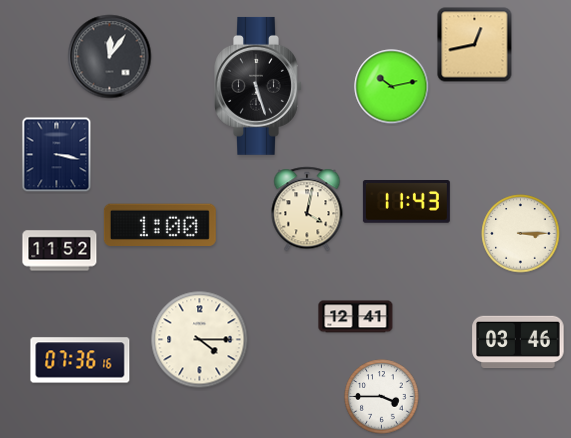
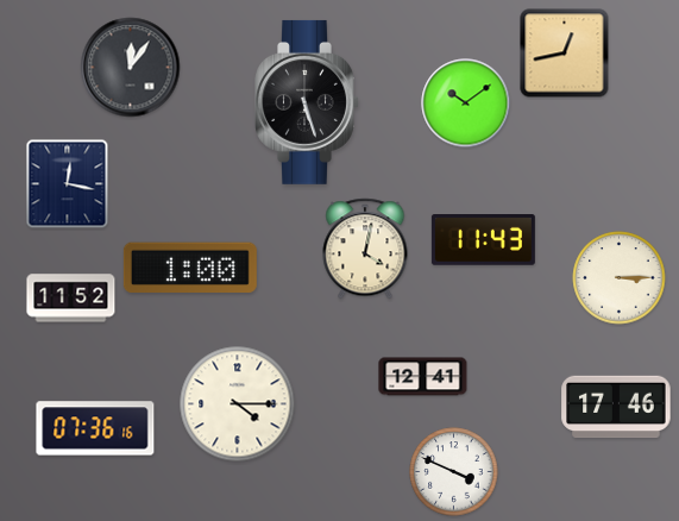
clock at (392, 87): 10:13 -> 10:09
clock at (57, 155): 3:17 -> 12:17
clock at (518, 342): 03:46 -> 17:46
clock at (382, 397): 3:45 -> 3:49
